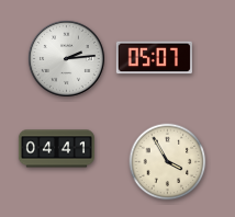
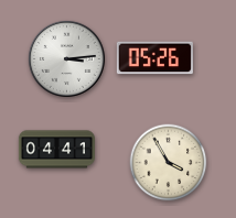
clock at (66, 58): 2:14 -> 3:14
clock at (154, 58): 05:07 -> 05:26
